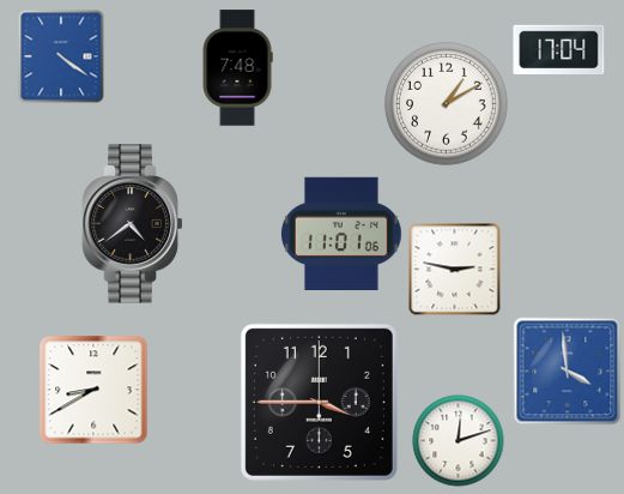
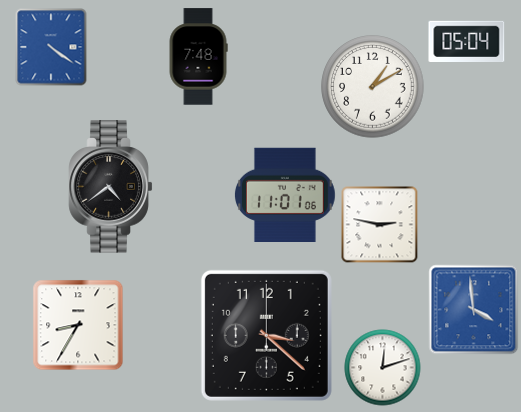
clock at (559, 49): 17:04 -> 05:04
clock at (93, 390): 8:40 -> 8:35
clock at (319, 402): 3:45 -> 3:22
